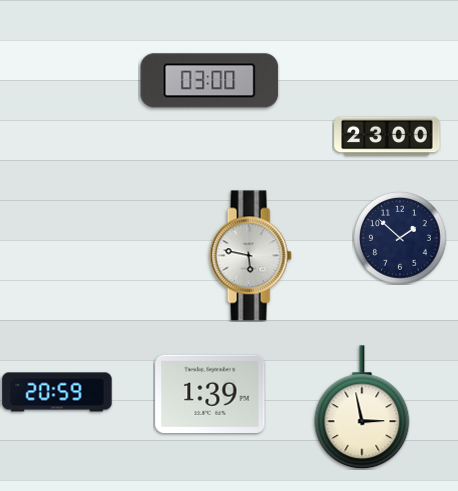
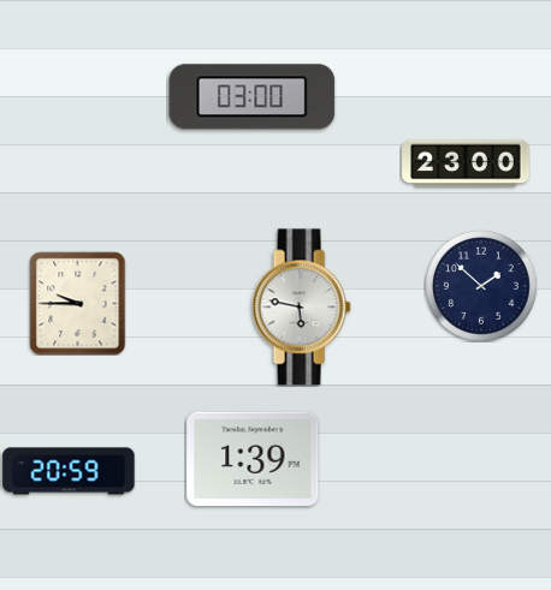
clock at (78, 303): none -> 9:45
clock at (210, 393) position: (210, 393) -> (253, 458)
clock at (362, 407): 2:58 -> none
